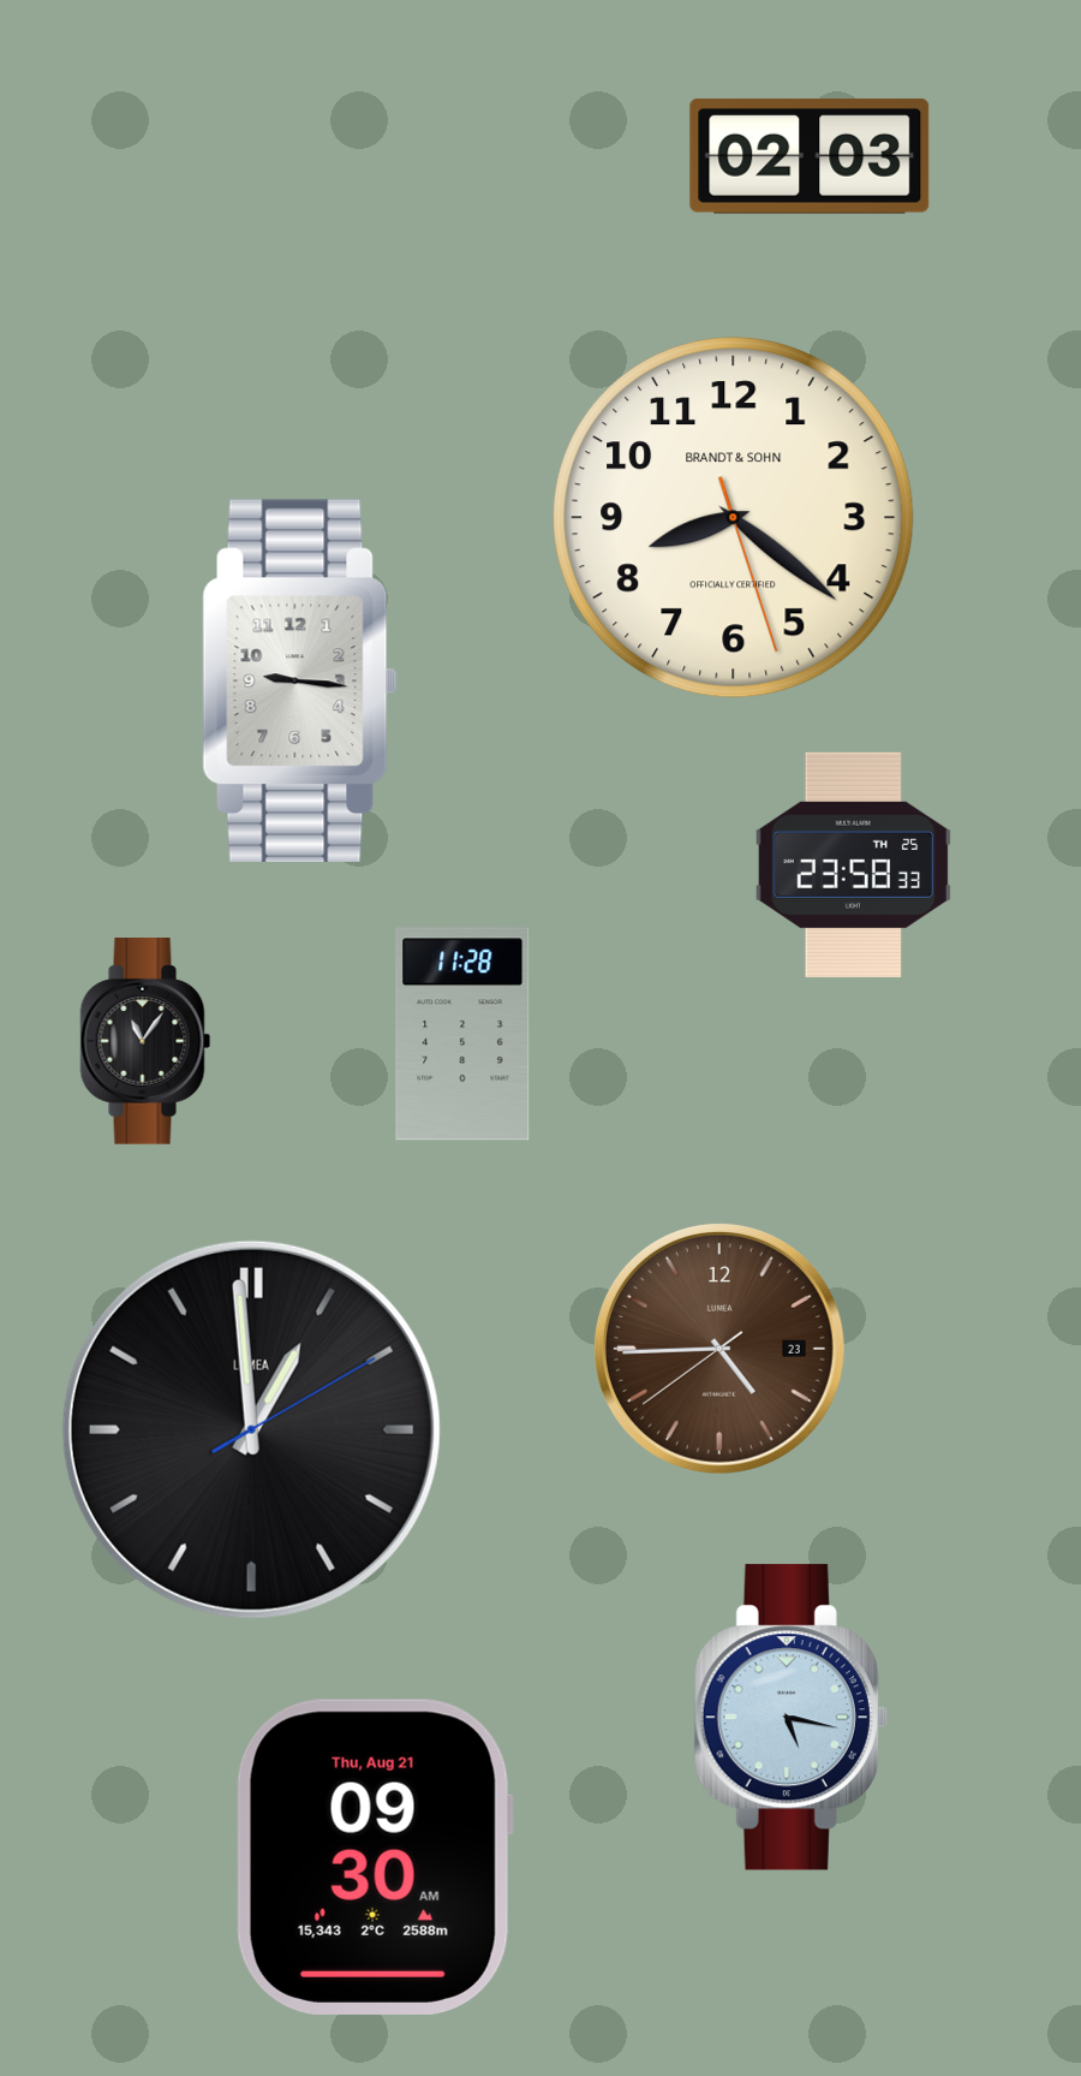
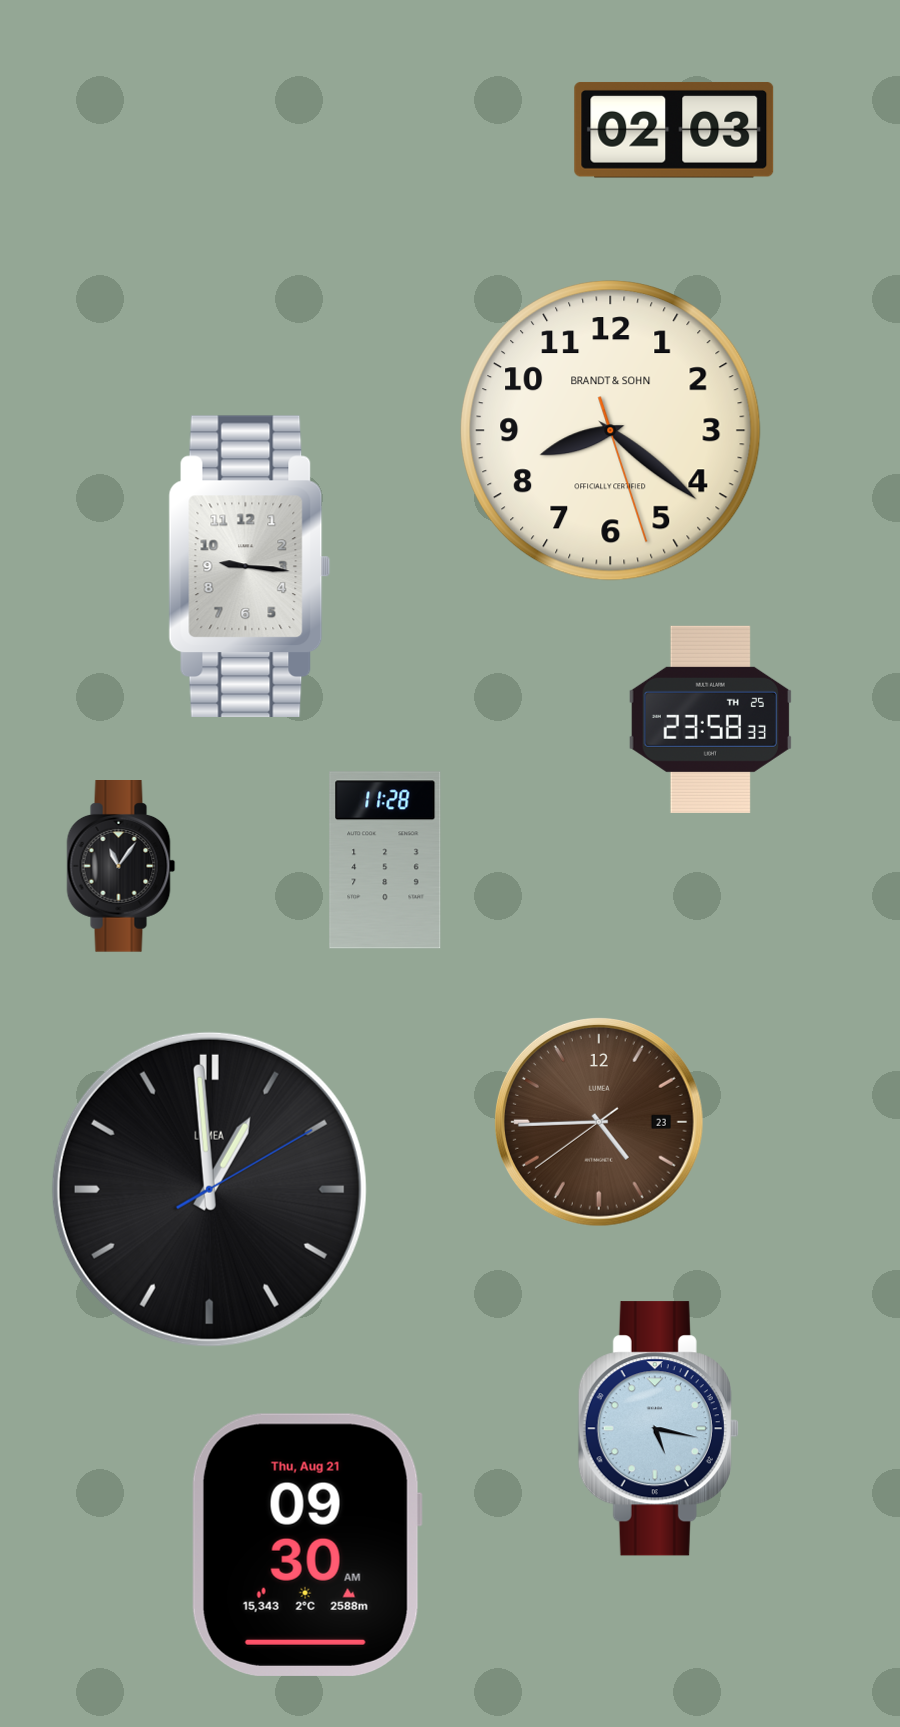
clock at (375, 1857) position: (375, 1857) -> (307, 1545)
